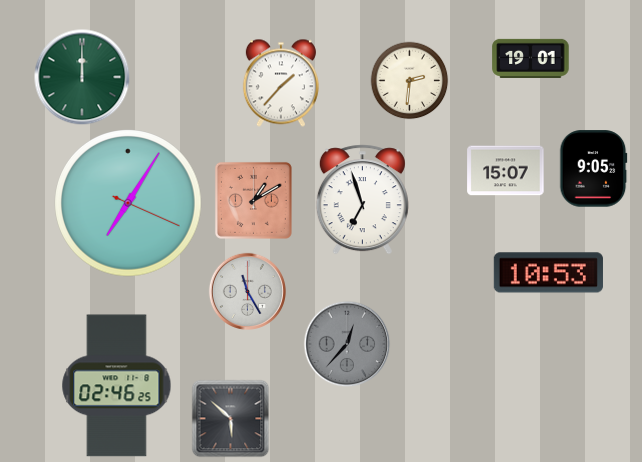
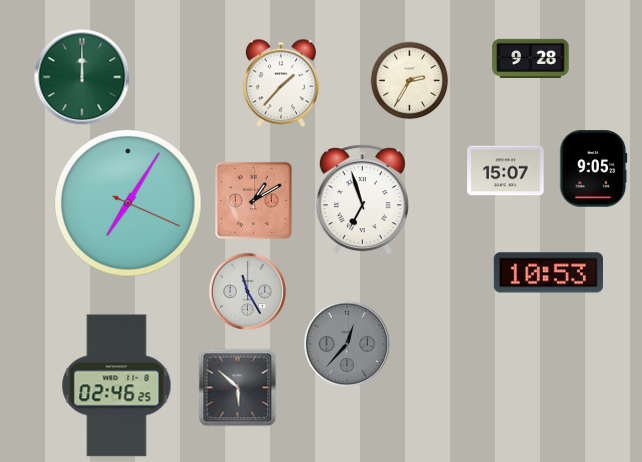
clock at (531, 58): 19:01 -> 9:28
clock at (409, 80): 2:31 -> 2:35
clock at (230, 418) position: (230, 418) -> (237, 387)
